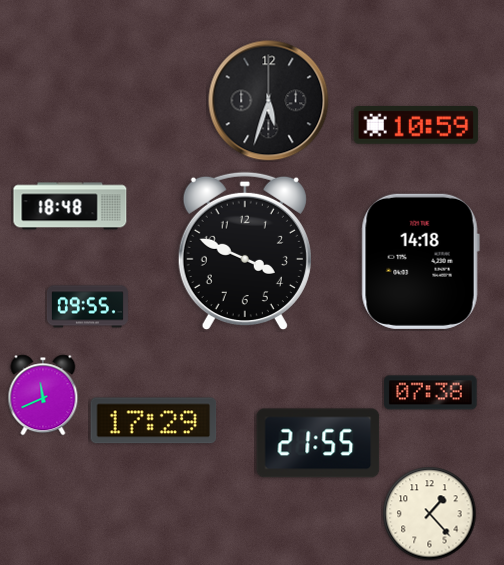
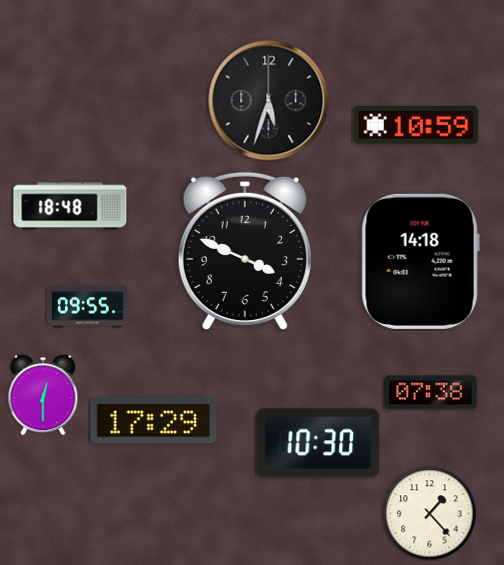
clock at (43, 395): 11:41 -> 12:30
clock at (318, 443): 21:55 -> 10:30
